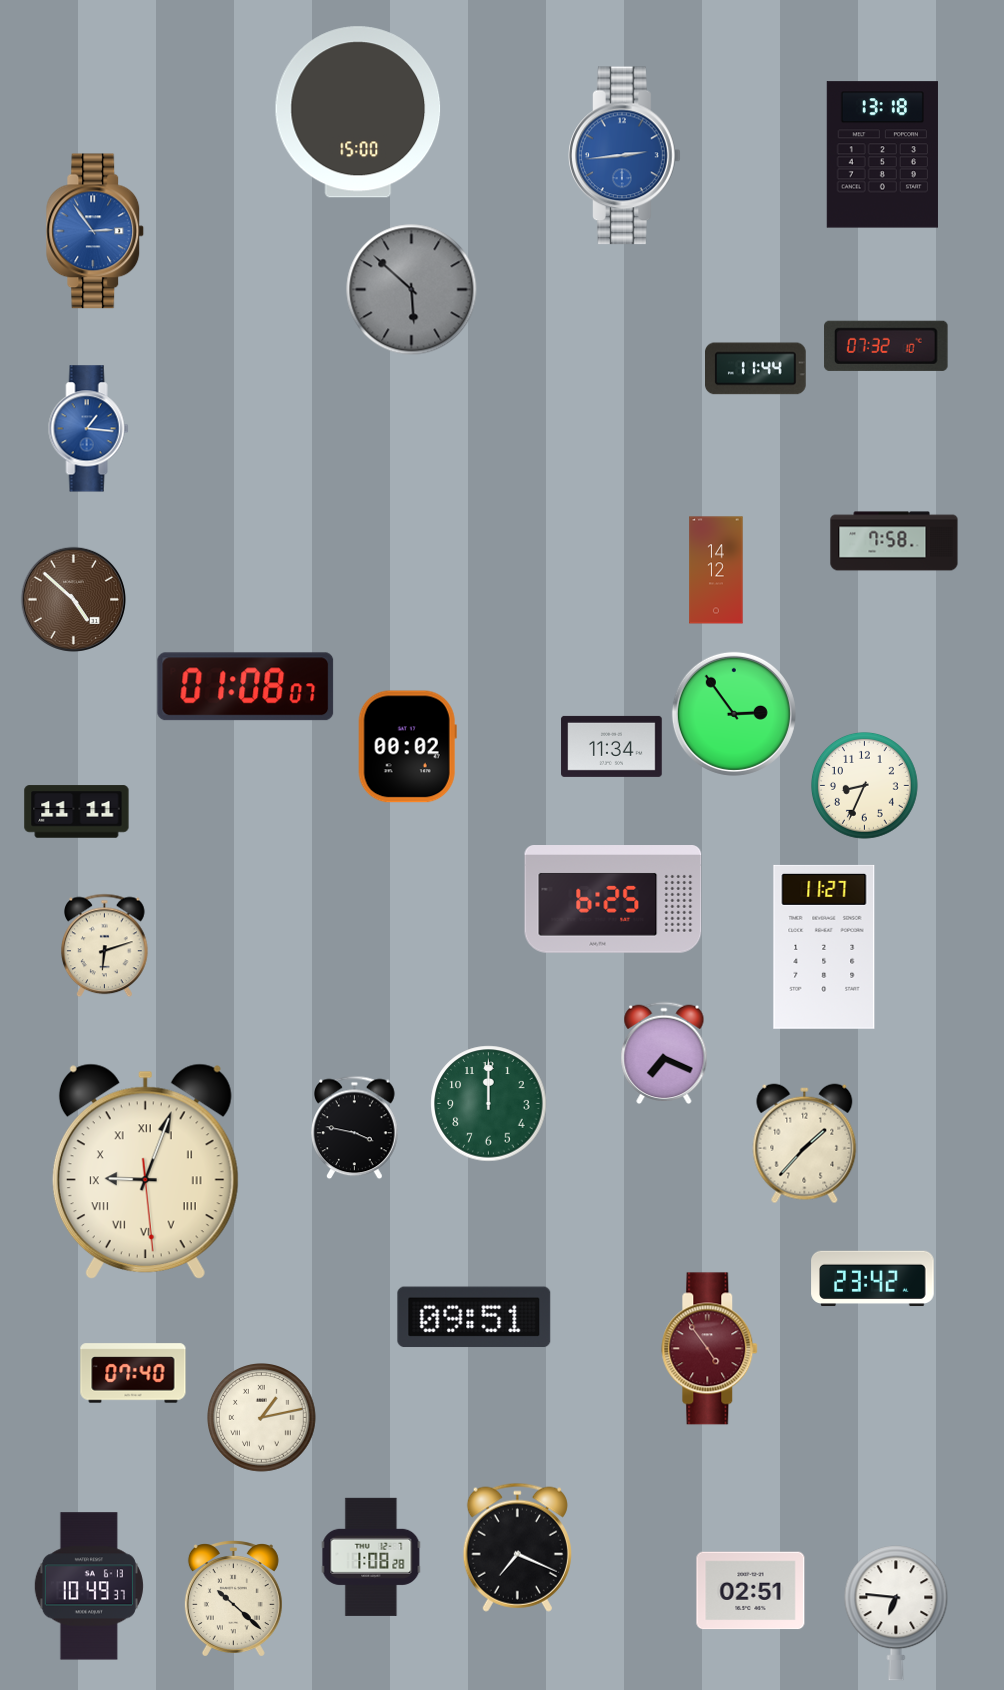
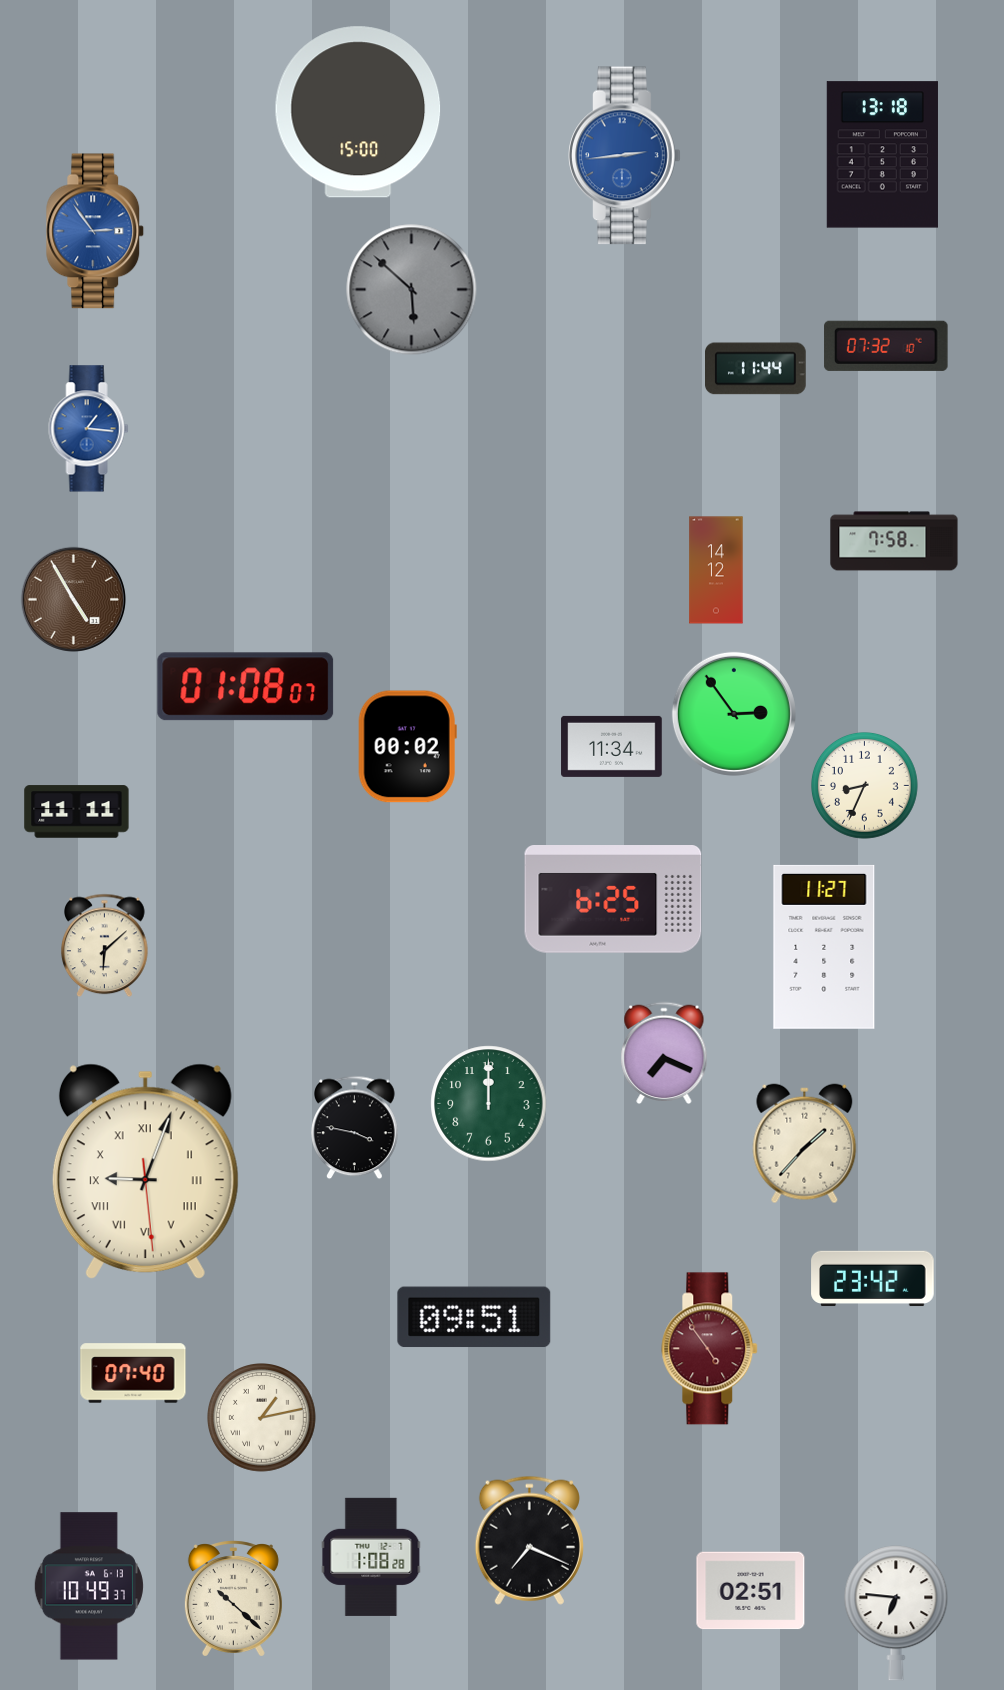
clock at (73, 599): 4:52 -> 4:55
clock at (105, 946): 6:12 -> 6:08
clock at (517, 1547) position: (517, 1547) -> (529, 1540)
